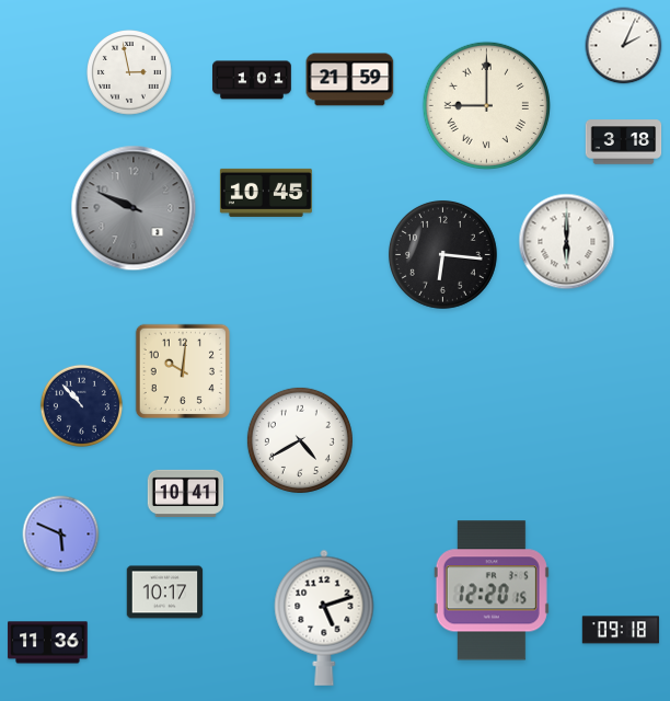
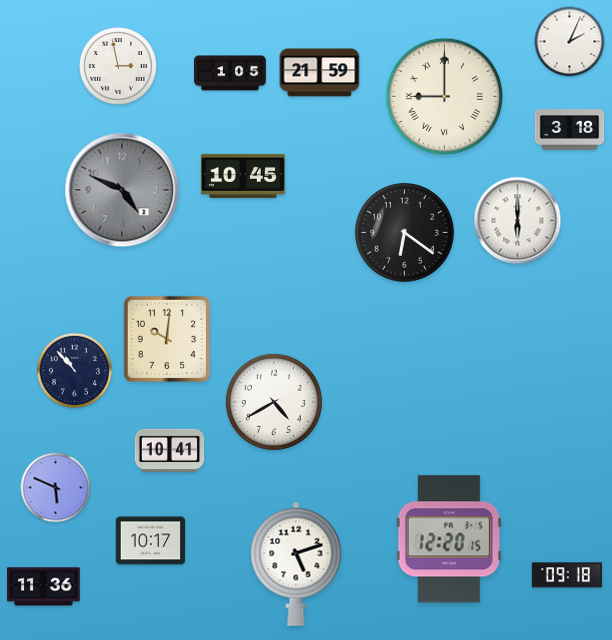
clock at (253, 80): 1:01 -> 1:05
clock at (134, 208): 9:49 -> 4:49
clock at (442, 254): 6:16 -> 6:21
